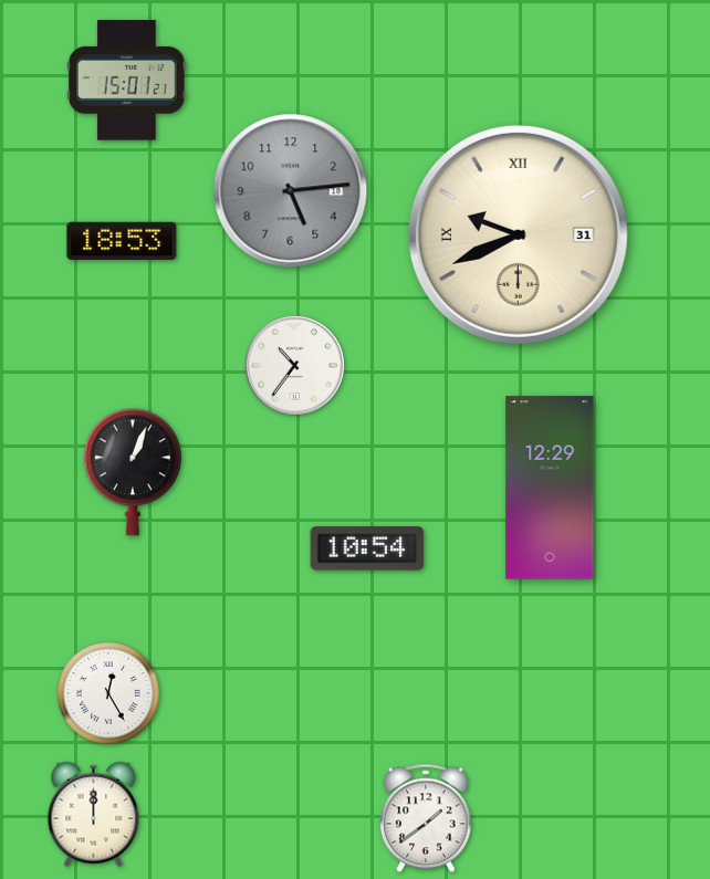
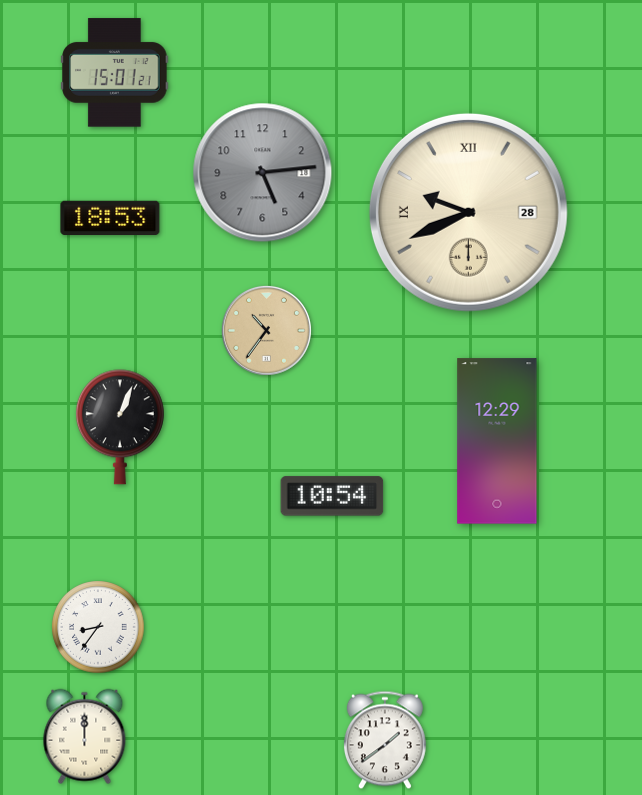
clock at (518, 234) date: 31 -> 28
clock at (294, 365) dial: white -> champagne
clock at (108, 693): 12:25 -> 8:36
